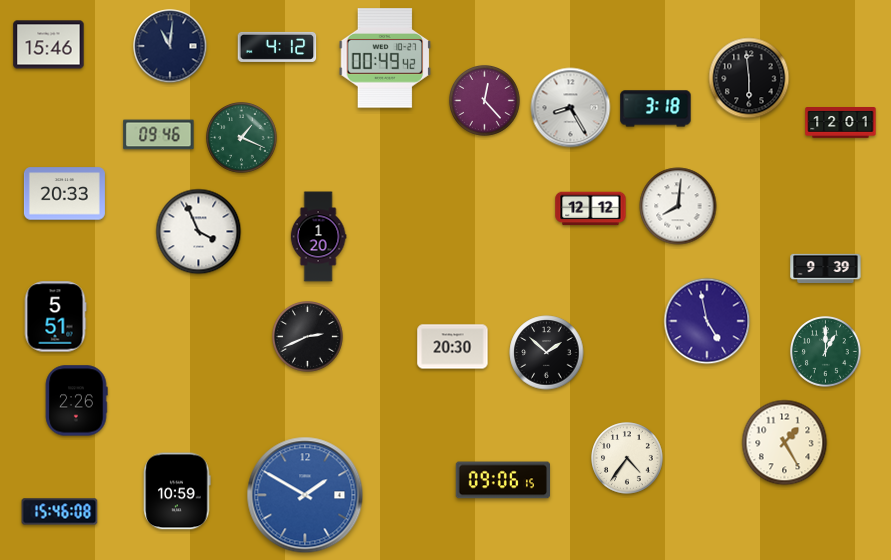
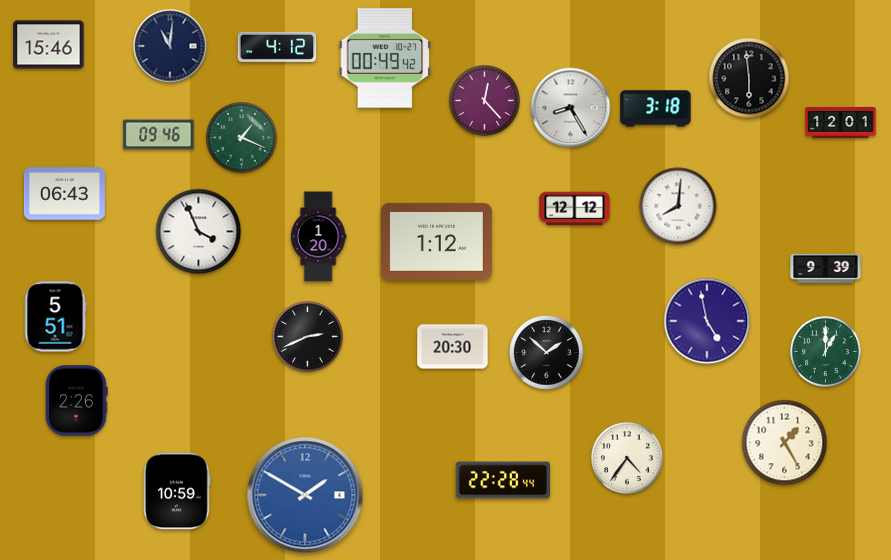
clock at (64, 194): 20:33 -> 06:43
clock at (591, 209) position: (591, 209) -> (575, 209)
clock at (436, 241): none -> 1:12
clock at (502, 480): 09:06 -> 22:28
clock at (60, 512): 15:46 -> none
